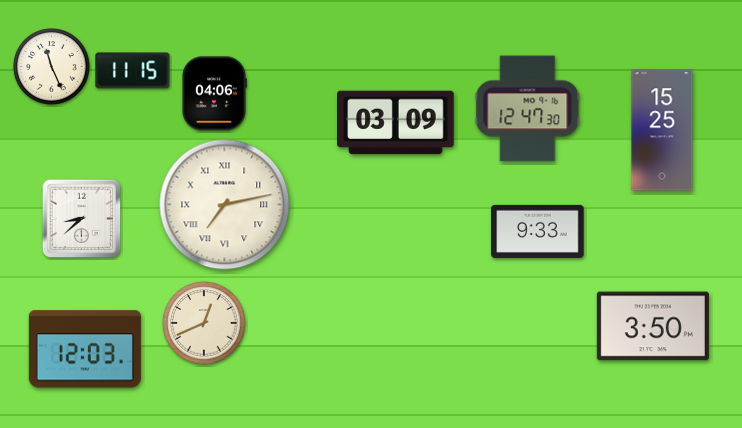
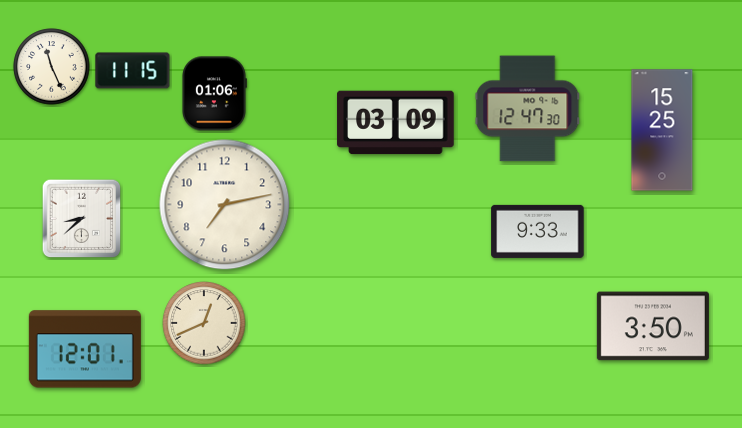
clock at (214, 94): 04:06 -> 01:06
clock at (225, 205) numerals: Roman -> Arabic
clock at (85, 349): 12:03 -> 12:01
